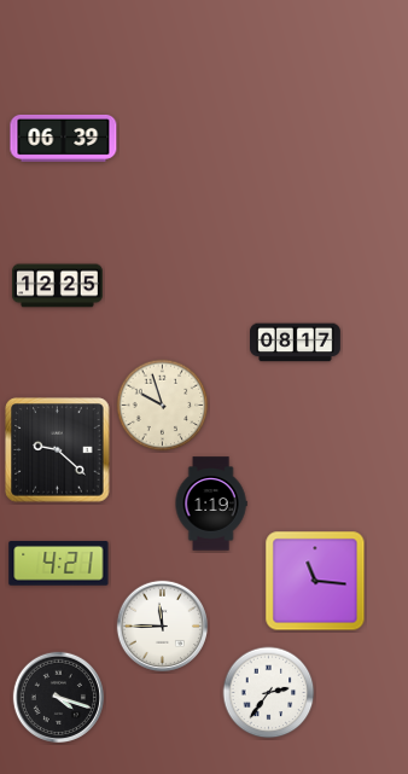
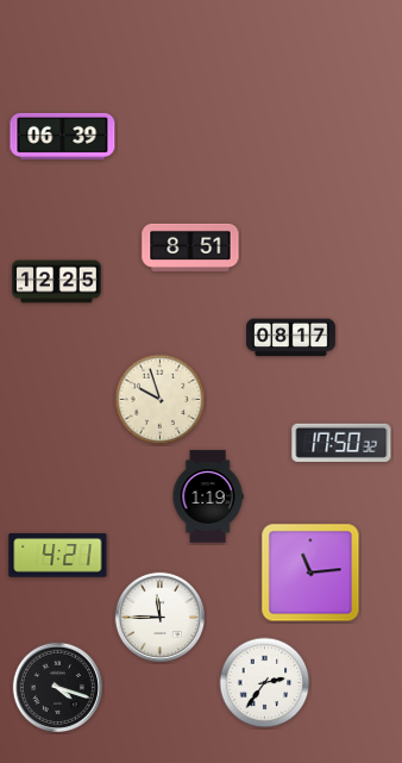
clock at (190, 248): none -> 8:51
clock at (341, 443): none -> 17:50
clock at (58, 450): 9:22 -> none
clock at (315, 581): 11:16 -> 11:14
